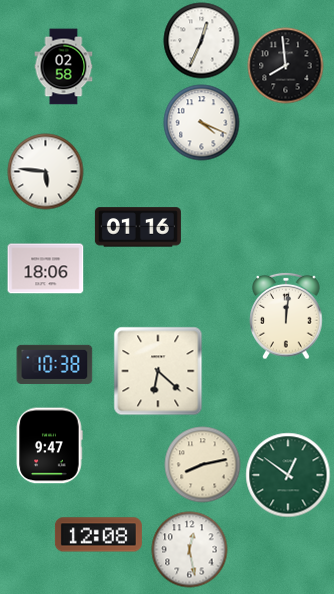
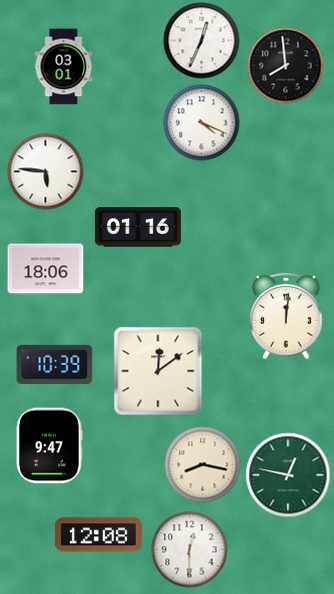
clock at (64, 67): 02:58 -> 03:01
clock at (55, 364): 10:38 -> 10:39
clock at (158, 371): 6:22 -> 12:09
clock at (203, 465): 8:13 -> 8:17
clock at (288, 475): 12:51 -> 12:47
clock at (190, 550): 12:28 -> 12:30
